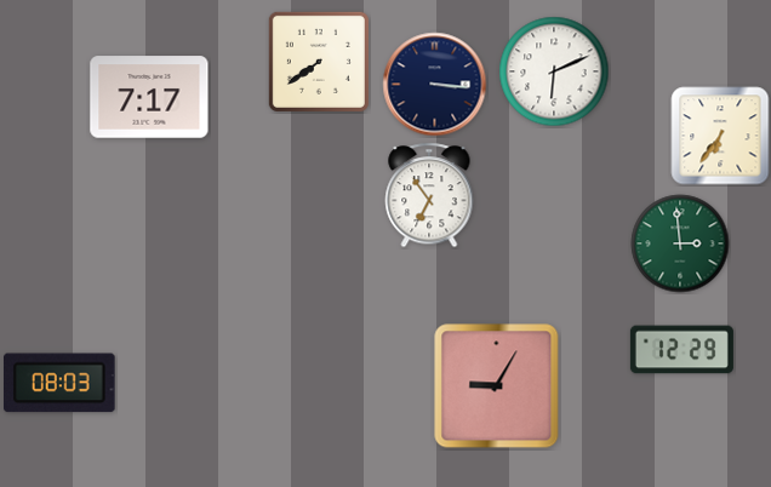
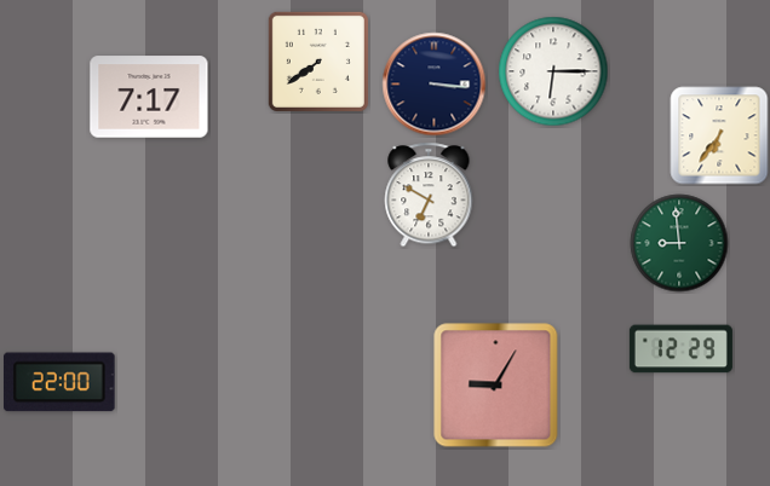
clock at (554, 71): 6:11 -> 6:15
clock at (429, 195): 6:54 -> 6:50
clock at (680, 243): 2:59 -> 8:59
clock at (61, 383): 08:03 -> 22:00
